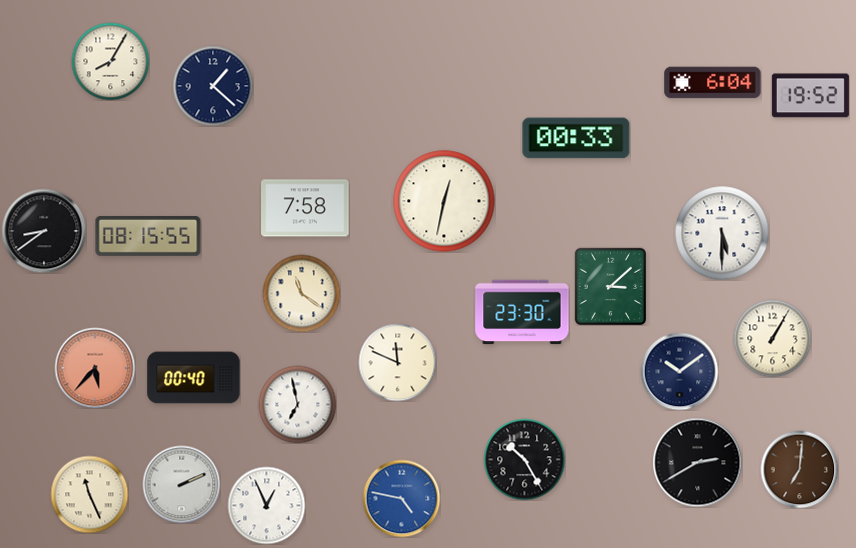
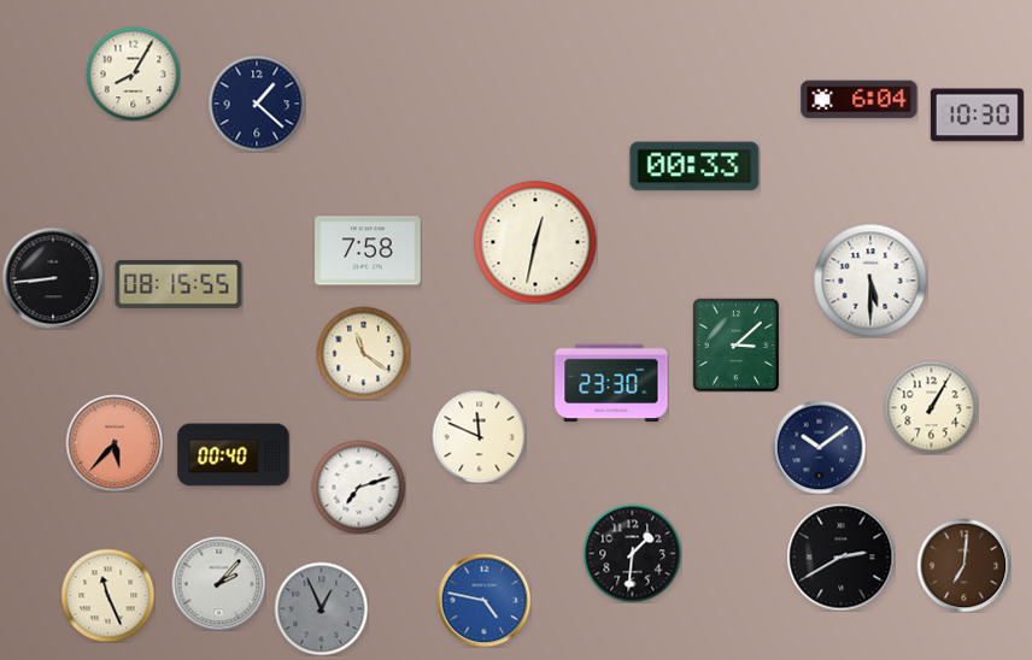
clock at (810, 96): 19:52 -> 10:30
clock at (44, 231): 8:39 -> 8:44
clock at (522, 312) position: (522, 312) -> (611, 383)
clock at (297, 404): 6:58 -> 7:12
clock at (524, 459): 10:25 -> 1:31
clock at (181, 484): 2:11 -> 2:07
clock at (266, 505) dial: white -> grey
